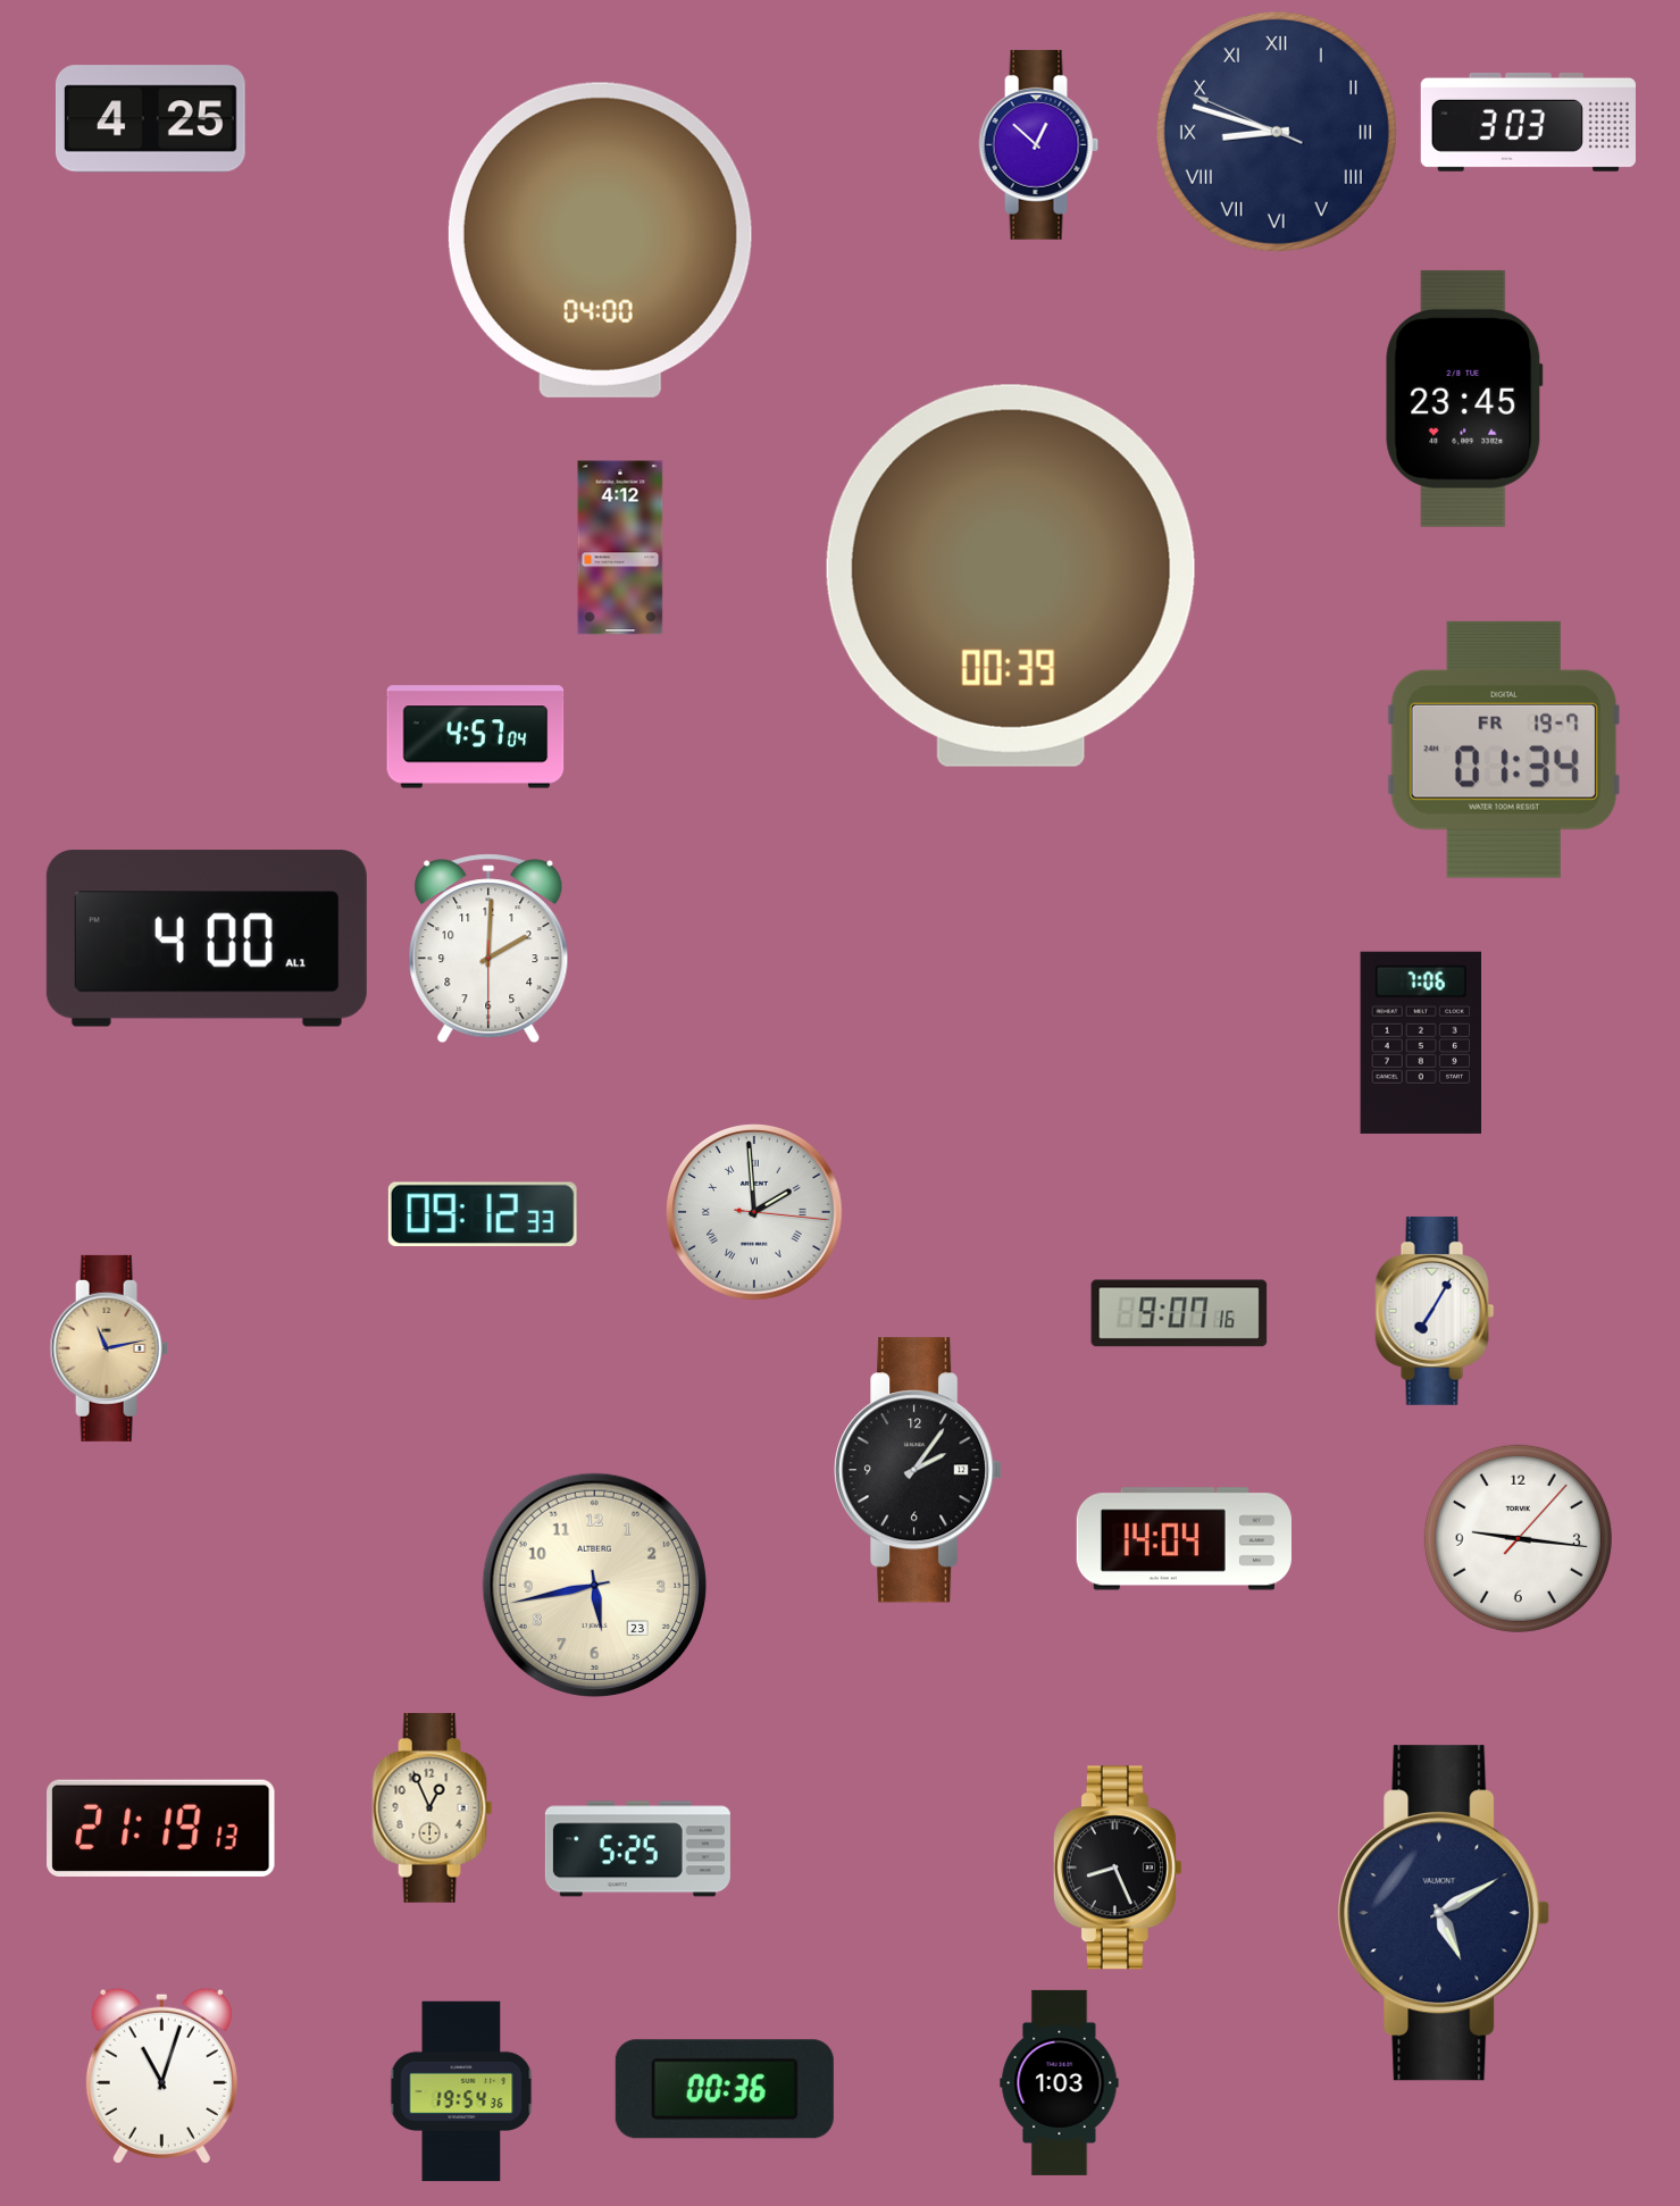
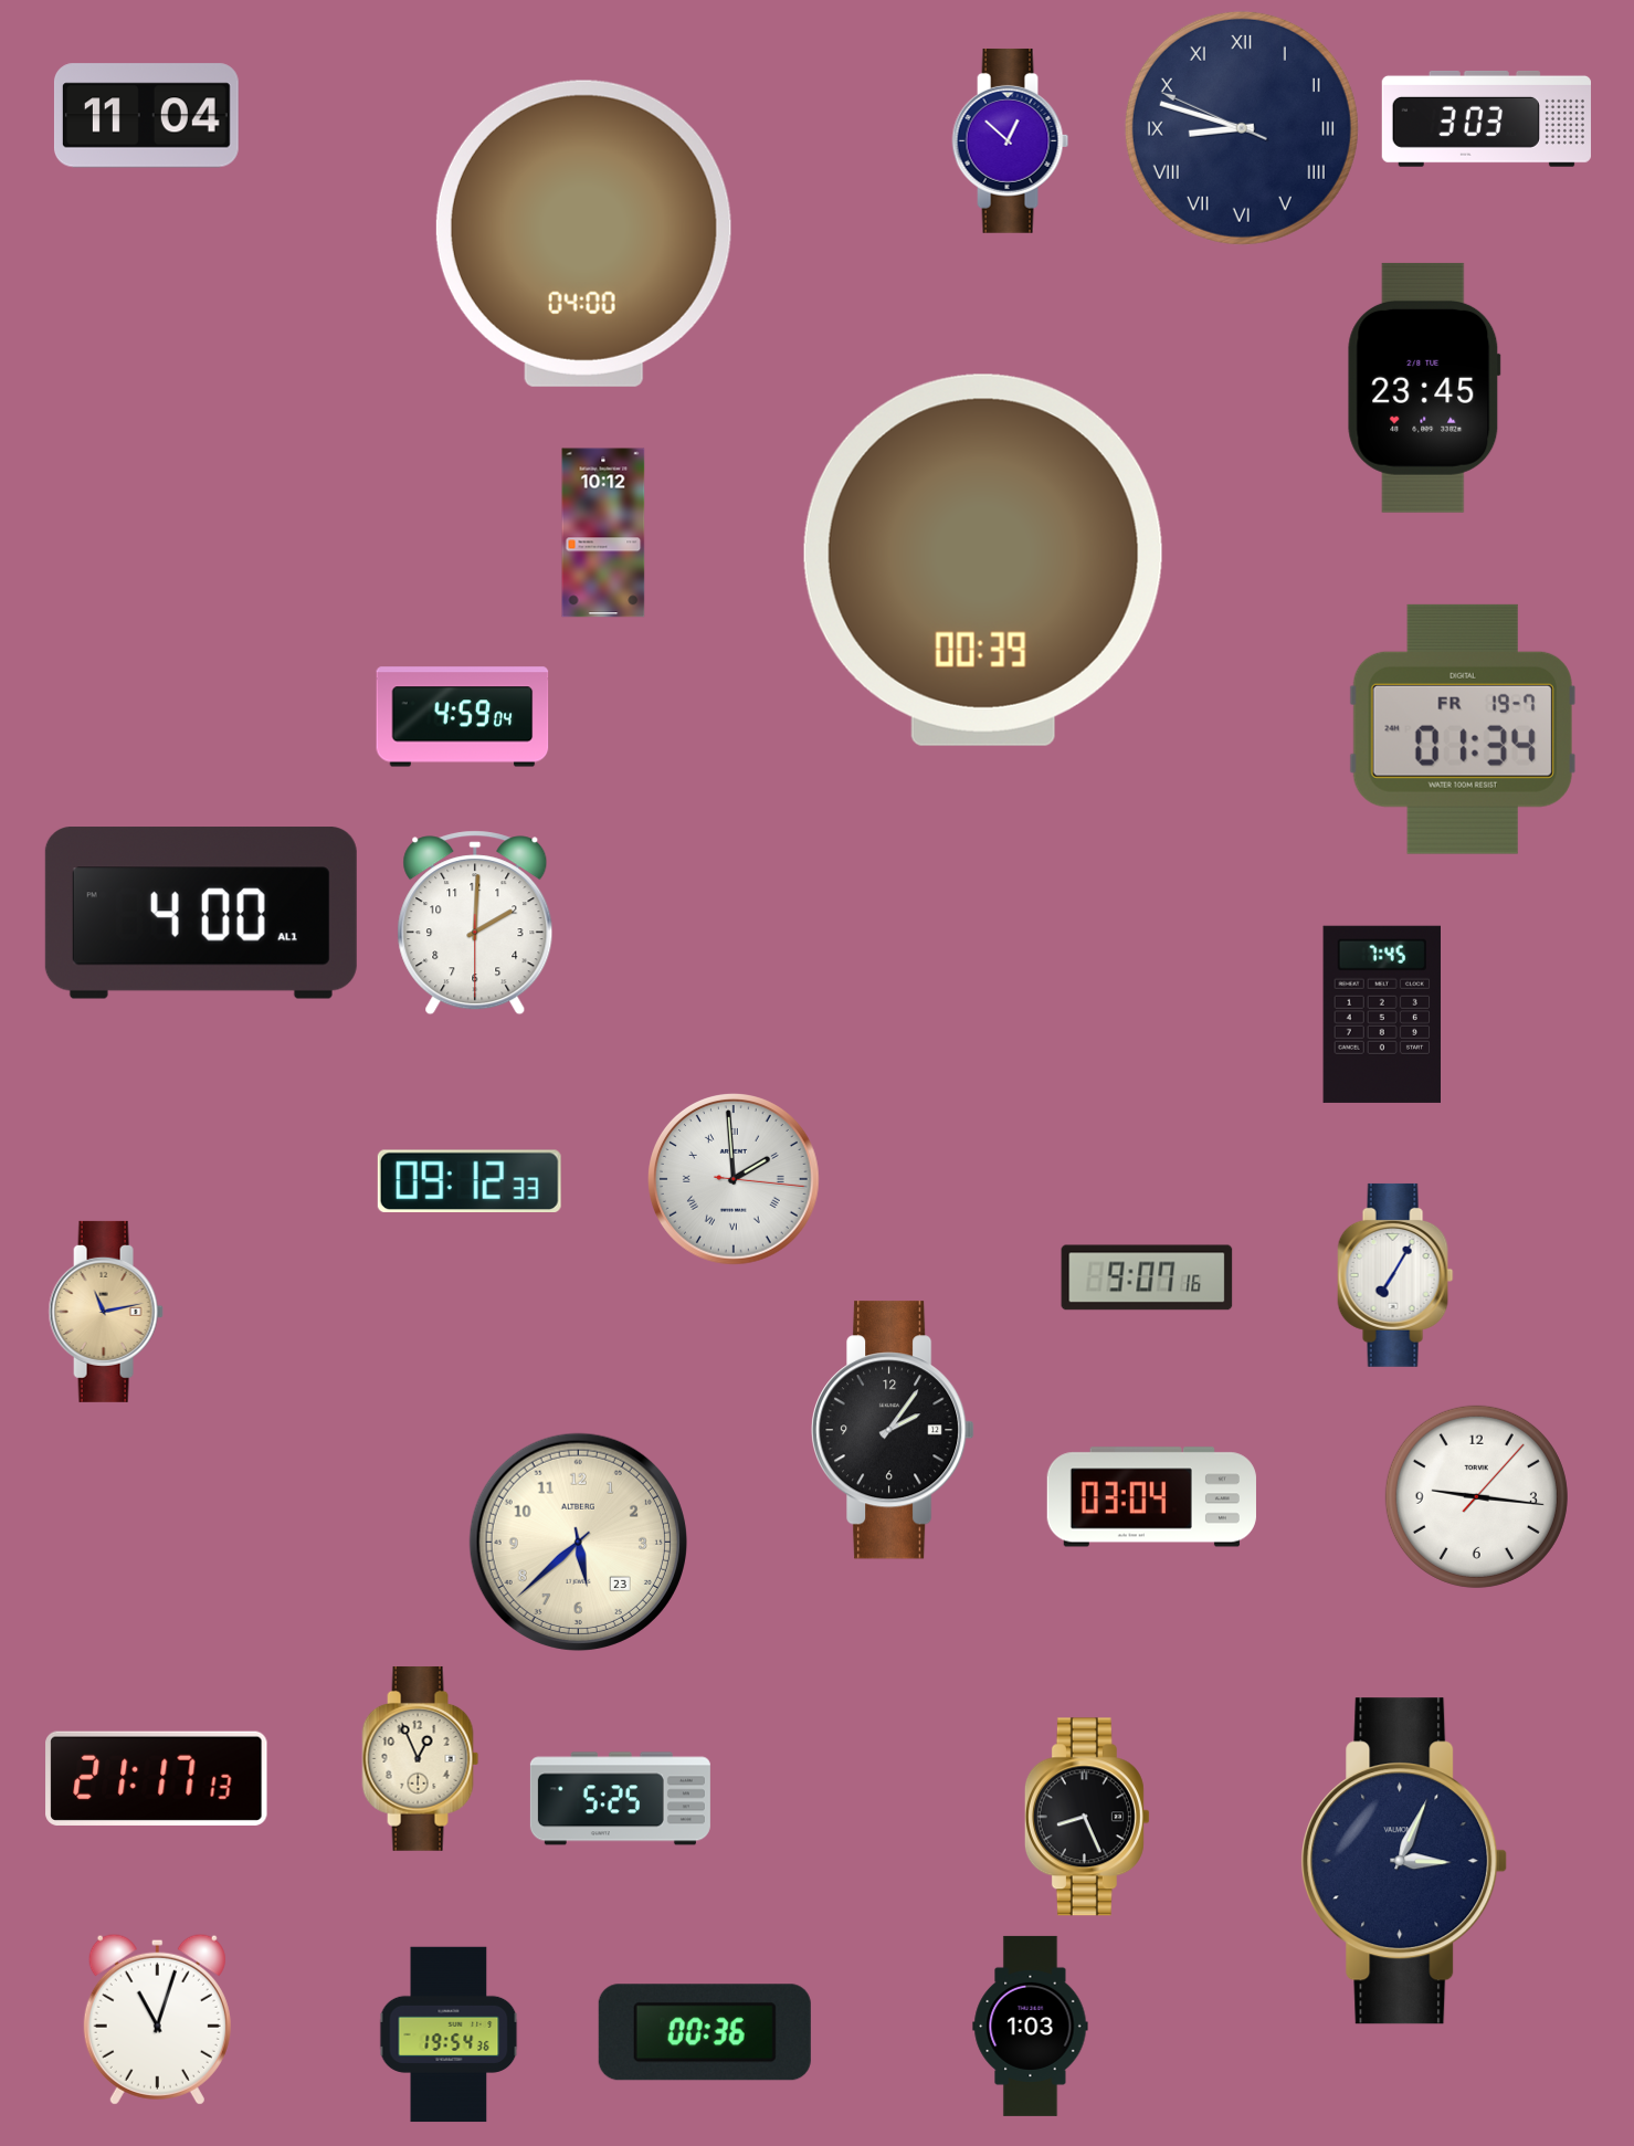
clock at (150, 119): 4:25 -> 11:04
clock at (620, 548): 4:12 -> 10:12
clock at (476, 737): 4:57 -> 4:59
clock at (1420, 1043): 7:06 -> 7:45
clock at (1184, 1539): 14:04 -> 03:04
clock at (594, 1585): 5:43 -> 5:38
clock at (161, 1828): 21:19 -> 21:17
clock at (1444, 1913): 5:10 -> 3:04
